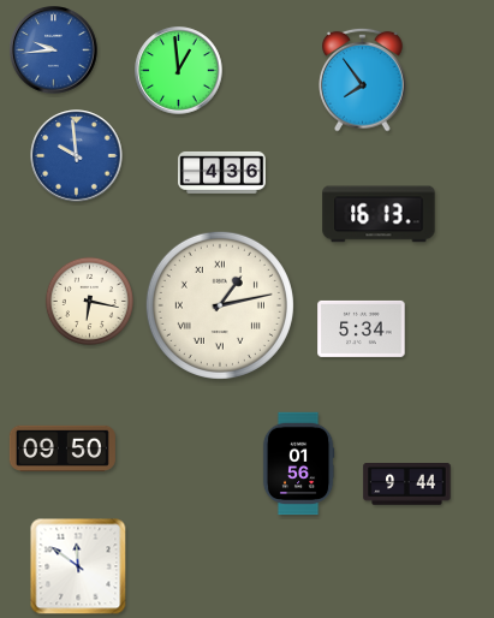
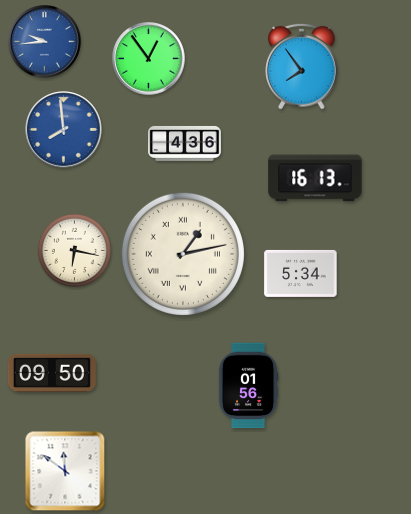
clock at (179, 71): 12:59 -> 12:54
clock at (77, 156): 9:59 -> 7:59
clock at (407, 485): 9:44 -> none
